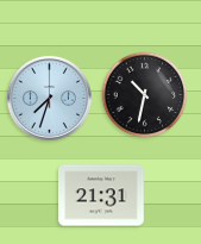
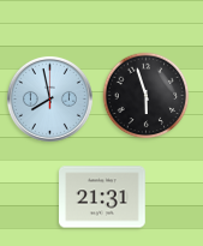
clock at (145, 95): 10:32 -> 5:57
clock at (49, 98): 7:33 -> 7:58
